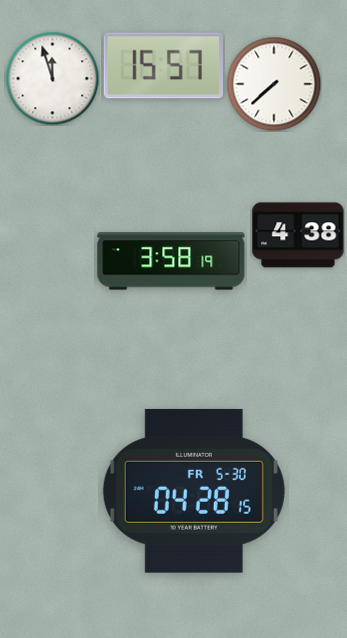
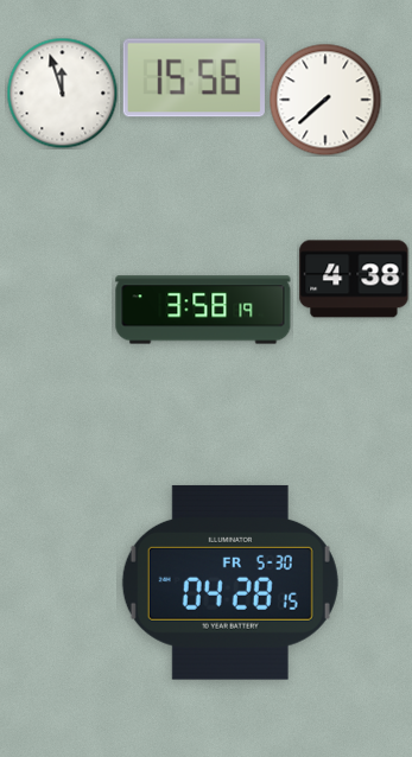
clock at (163, 66): 15:57 -> 15:56
